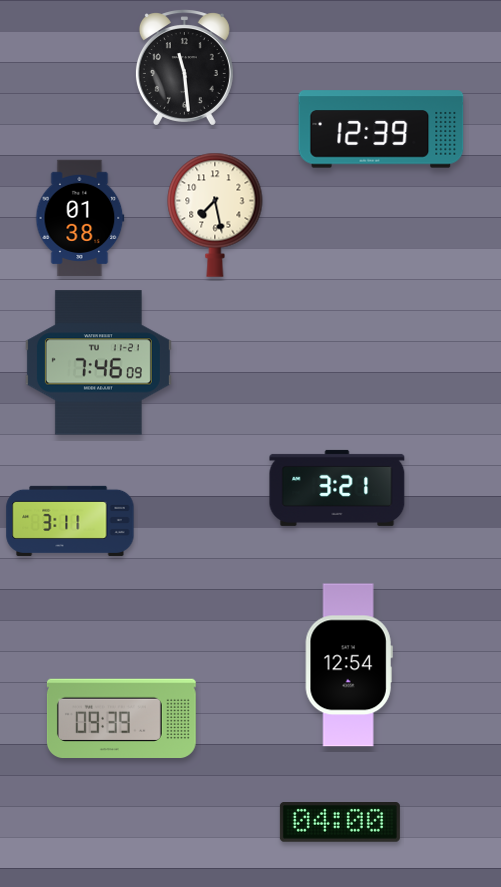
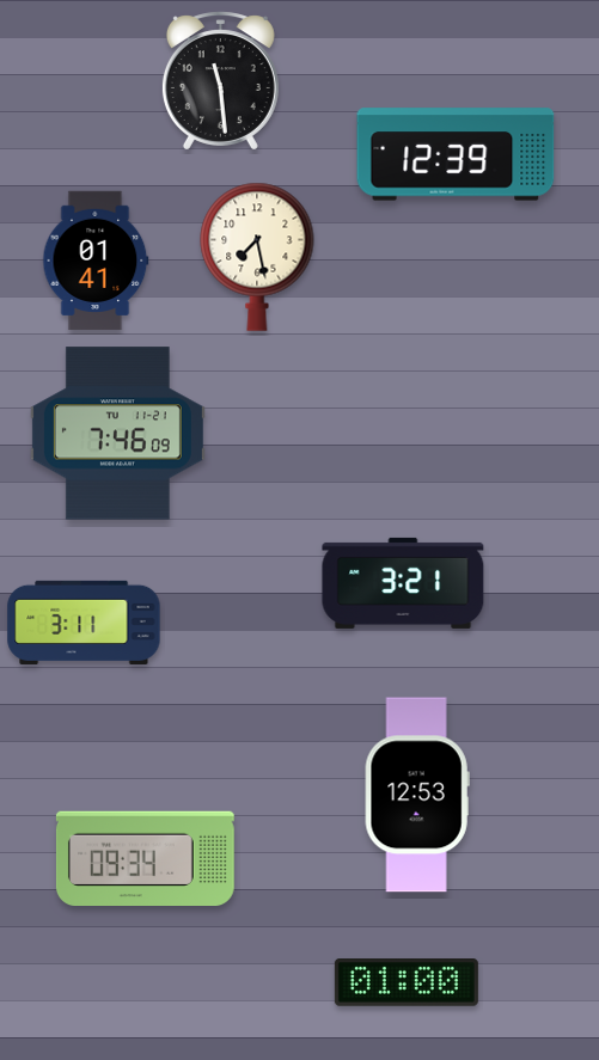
clock at (80, 218): 01:38 -> 01:41
clock at (349, 665): 12:54 -> 12:53
clock at (121, 718): 09:39 -> 09:34
clock at (340, 823): 04:00 -> 01:00
